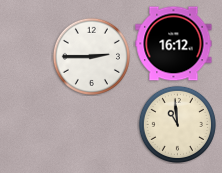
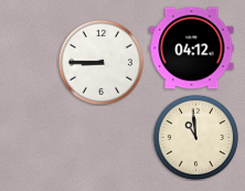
clock at (174, 44): 16:12 -> 04:12
clock at (91, 56): 2:45 -> 8:45
